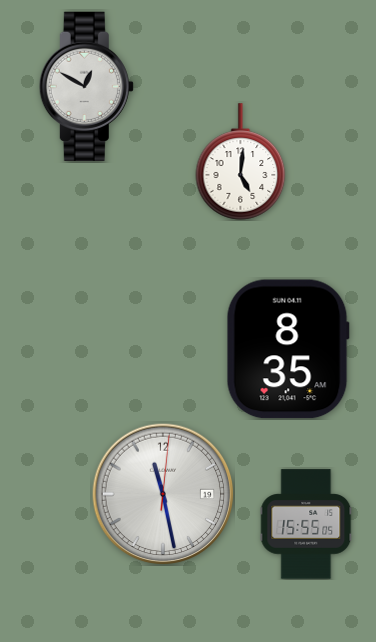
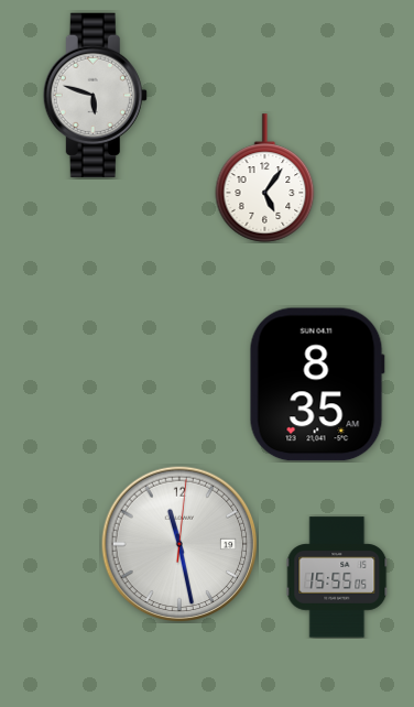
clock at (86, 86): 12:50 -> 5:48
clock at (241, 162): 5:01 -> 5:06
